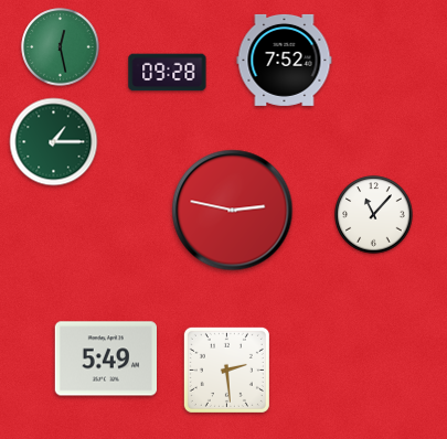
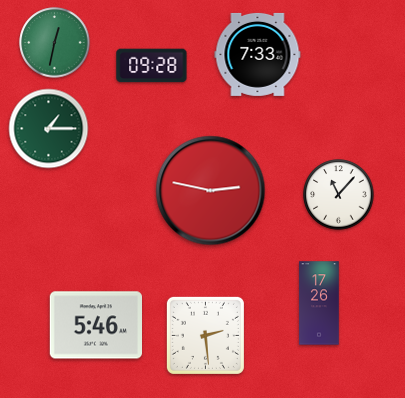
clock at (61, 47): 12:28 -> 12:32
clock at (285, 60): 7:52 -> 7:33
clock at (319, 303): none -> 17:26
clock at (105, 358): 5:49 -> 5:46
